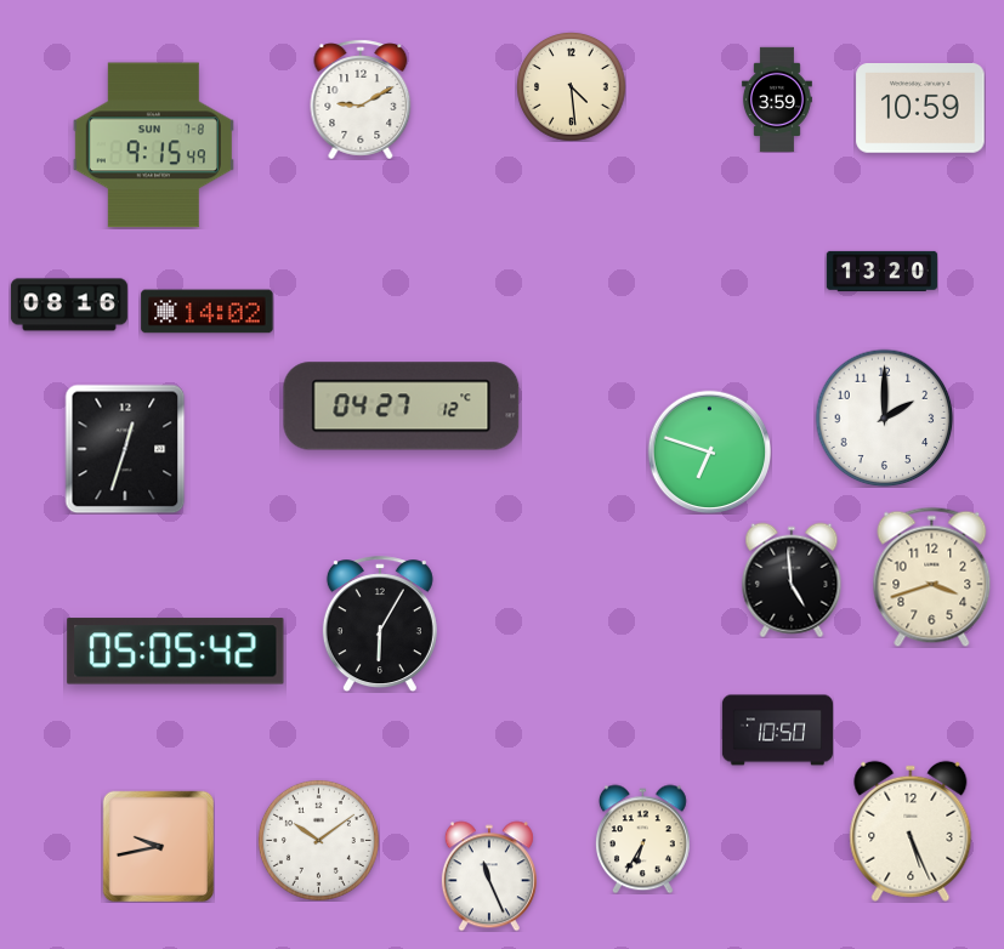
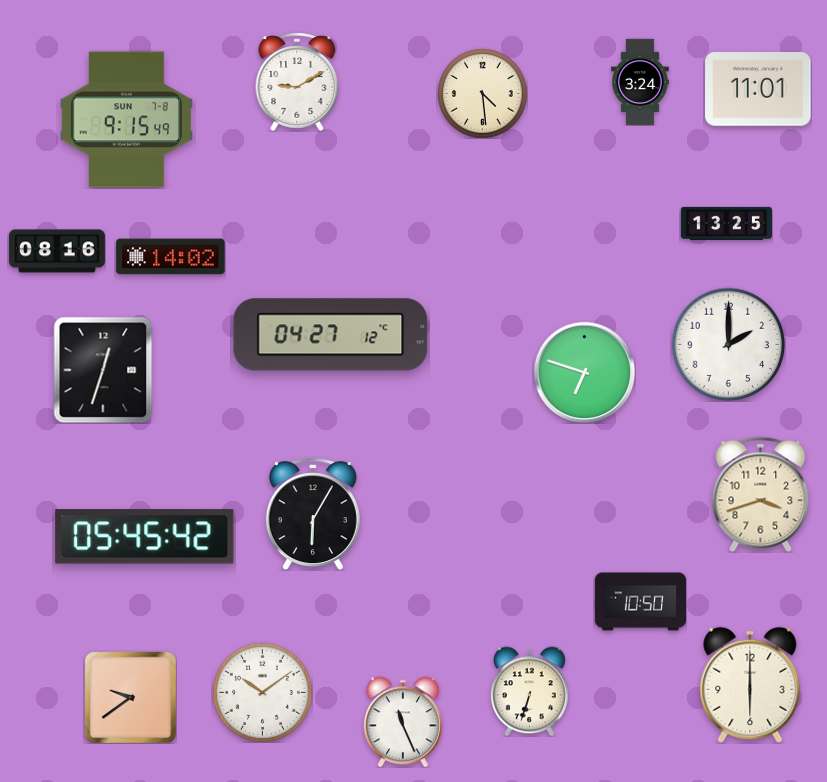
clock at (571, 86) position: (571, 86) -> (482, 93)
clock at (777, 100): 3:59 -> 3:24
clock at (920, 109): 10:59 -> 11:01
clock at (881, 271): 13:20 -> 13:25
clock at (932, 576) position: (932, 576) -> (761, 494)
clock at (792, 580): 4:59 -> none
clock at (176, 652): 05:05 -> 05:45
clock at (911, 831): 5:26 -> 6:00
clock at (642, 839): 6:35 -> 6:33
clock at (158, 846): 9:43 -> 9:39
